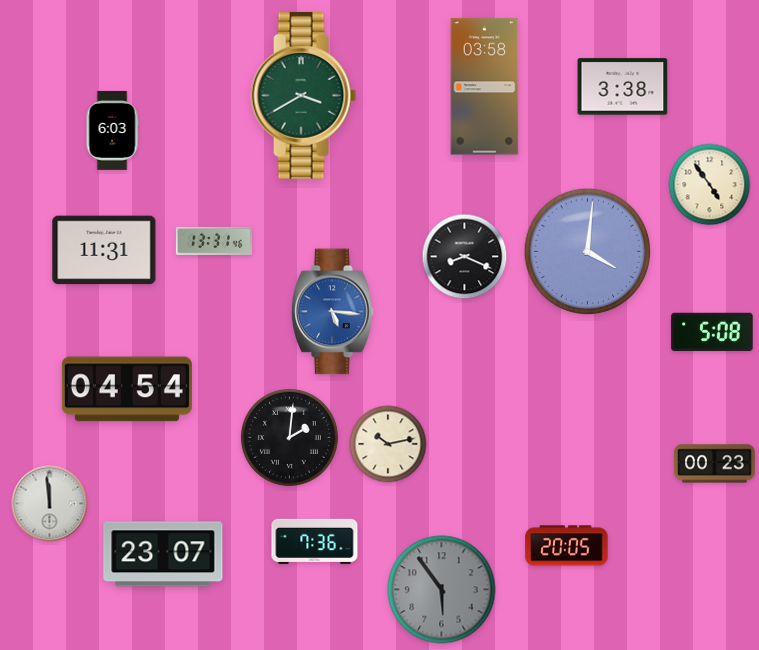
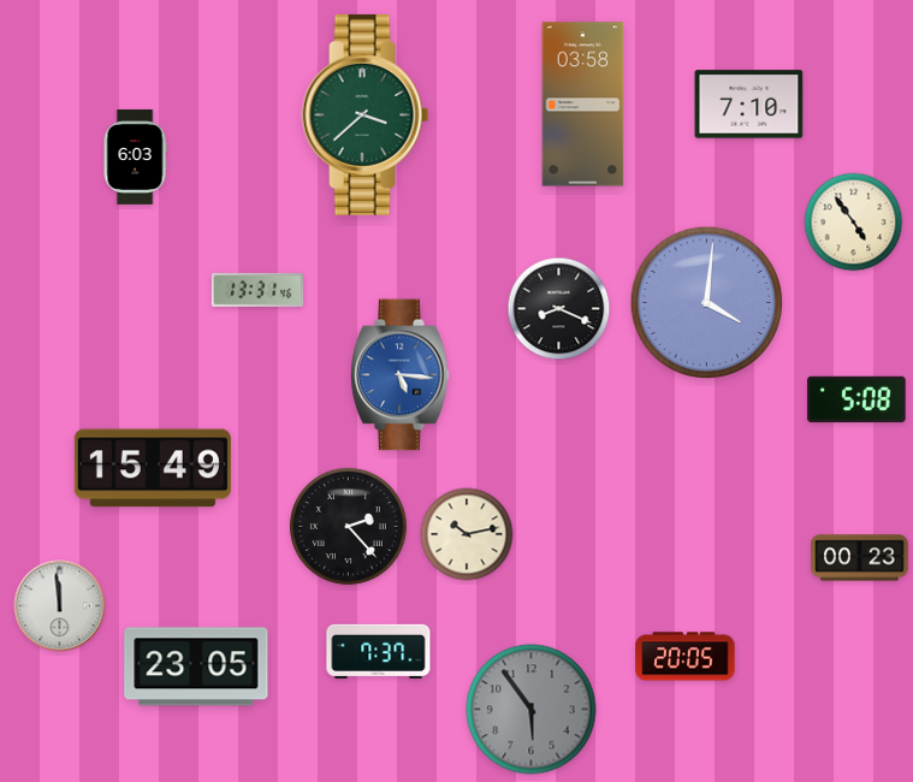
clock at (623, 87): 3:38 -> 7:10
clock at (304, 95): 3:40 -> 3:38
clock at (104, 250): 11:31 -> none
clock at (127, 389): 04:54 -> 15:49
clock at (289, 437): 2:01 -> 2:23
clock at (315, 541): 7:36 -> 7:37
clock at (567, 546) position: (567, 546) -> (686, 657)
clock at (163, 554): 23:07 -> 23:05
